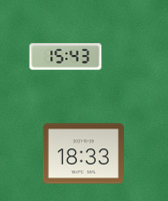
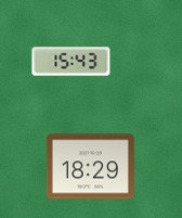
clock at (83, 154): 18:33 -> 18:29
